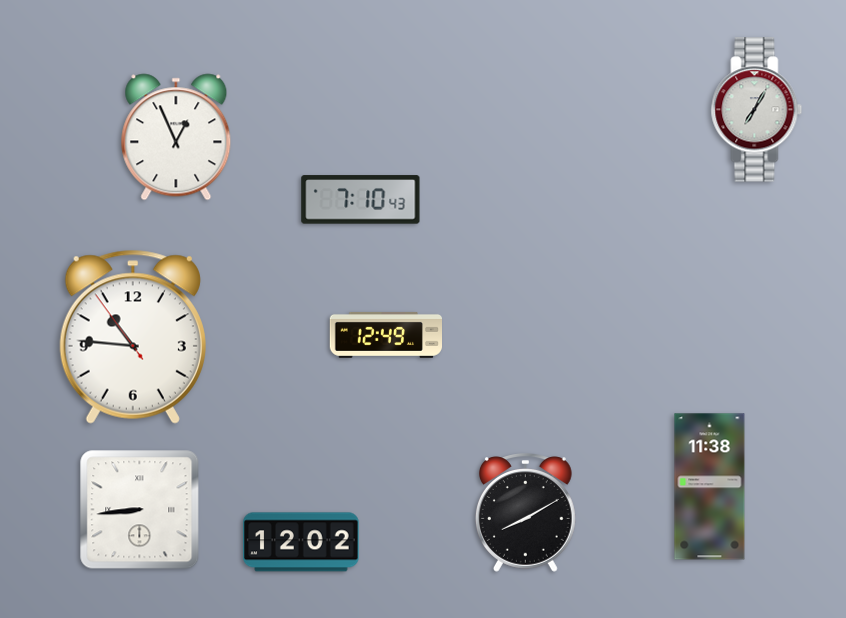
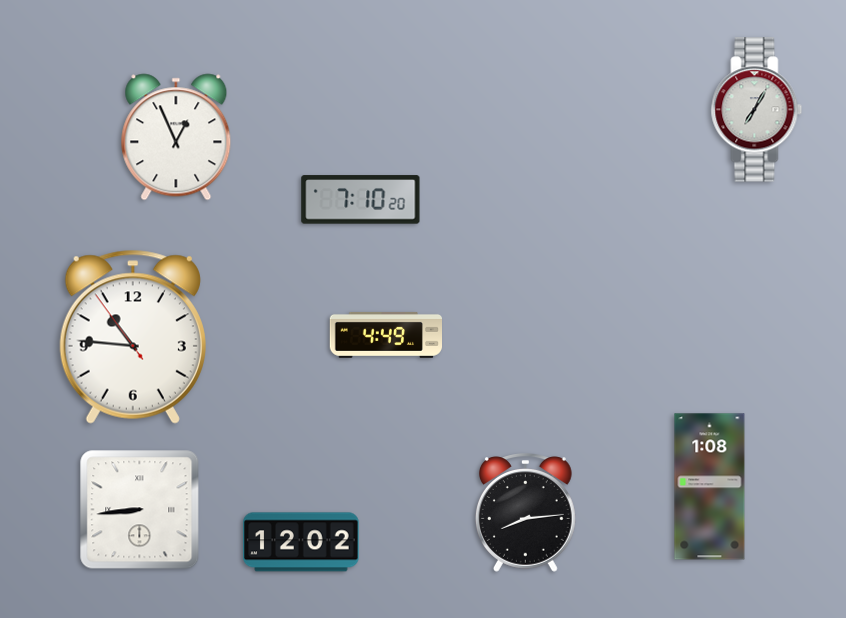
clock at (361, 200): 7:10:43 -> 7:10:20
clock at (385, 335): 12:49 -> 4:49
clock at (710, 487): 11:38 -> 1:08
clock at (525, 513): 8:10 -> 8:14
